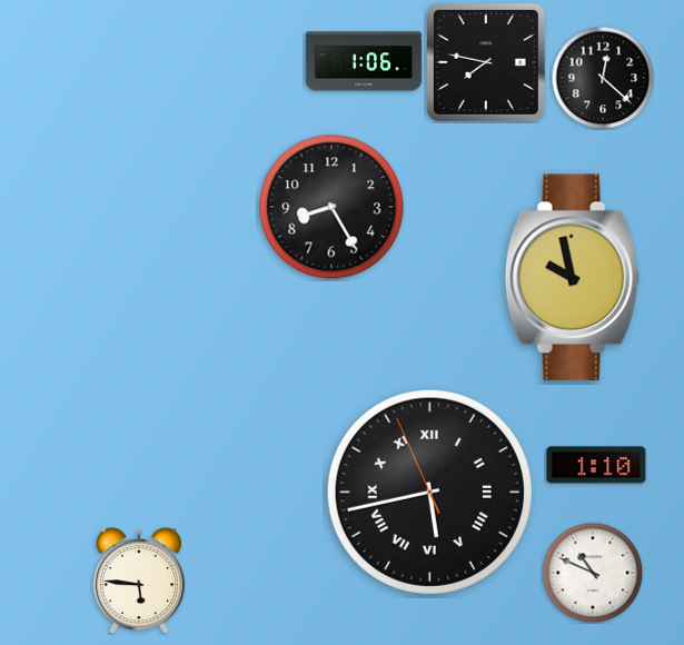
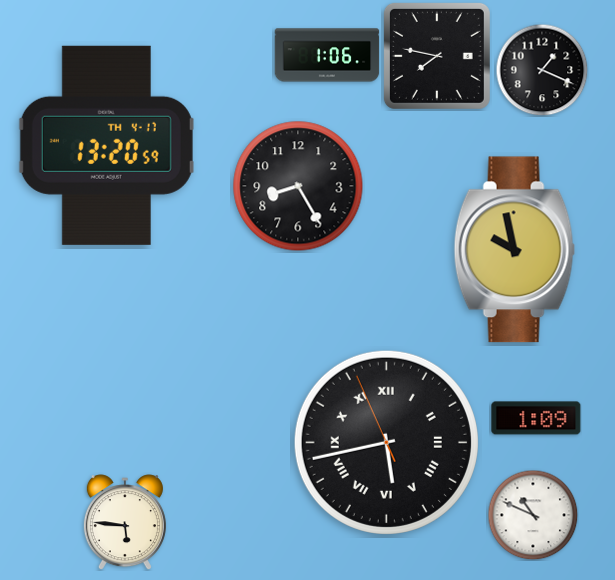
clock at (603, 78): 12:22 -> 1:19
clock at (106, 145): none -> 13:20
clock at (596, 465): 1:10 -> 1:09
